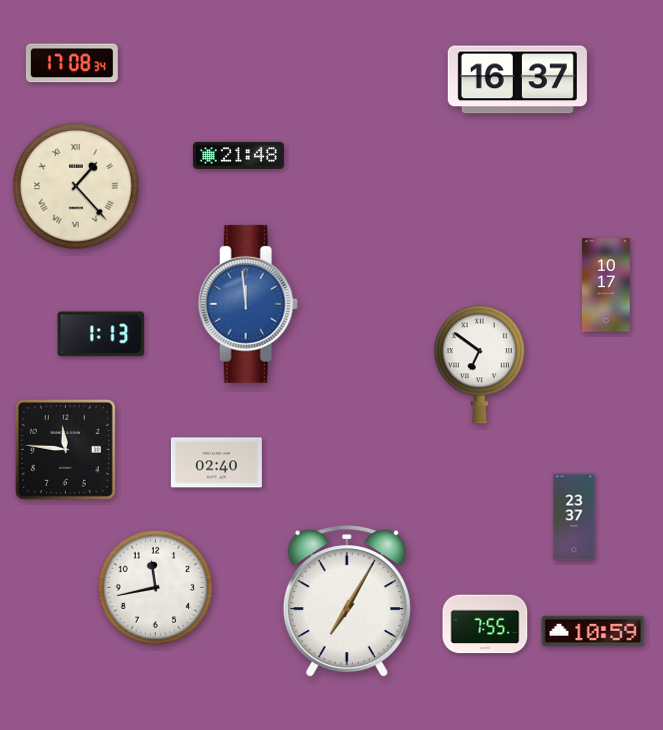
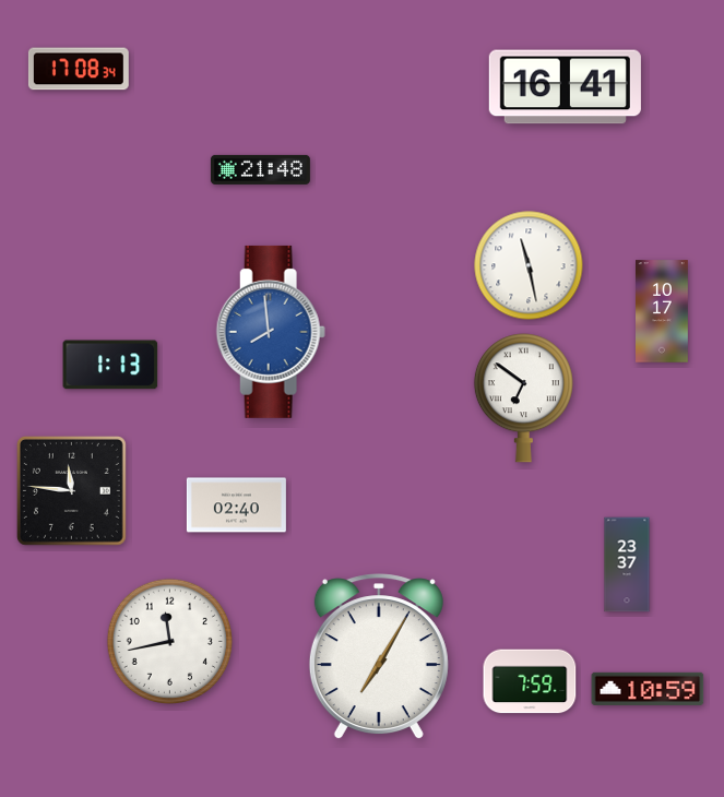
clock at (517, 80): 16:37 -> 16:41
clock at (76, 186): 1:23 -> none
clock at (529, 265): none -> 11:28
clock at (248, 304): 11:59 -> 7:59
clock at (485, 624): 7:55 -> 7:59
